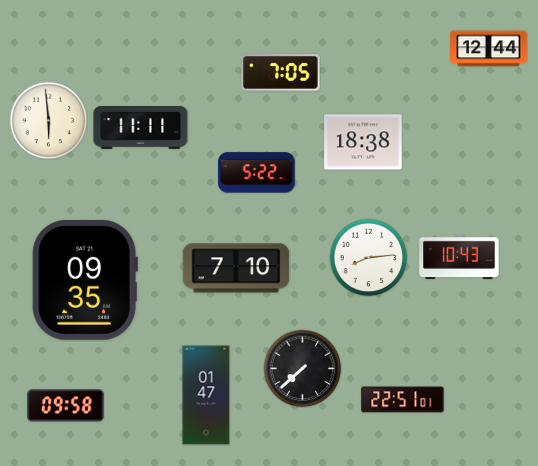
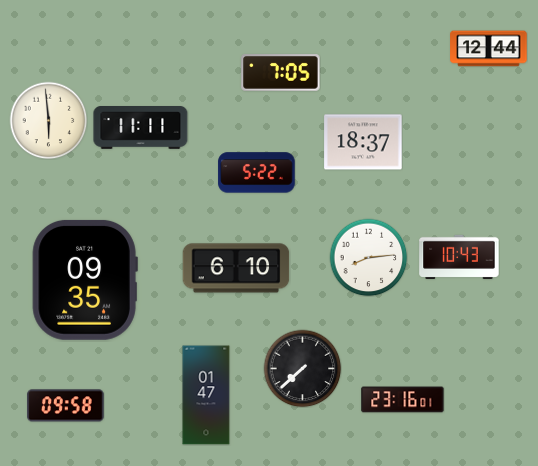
clock at (363, 142): 18:38 -> 18:37
clock at (236, 268): 7:10 -> 6:10
clock at (403, 400): 22:51 -> 23:16
